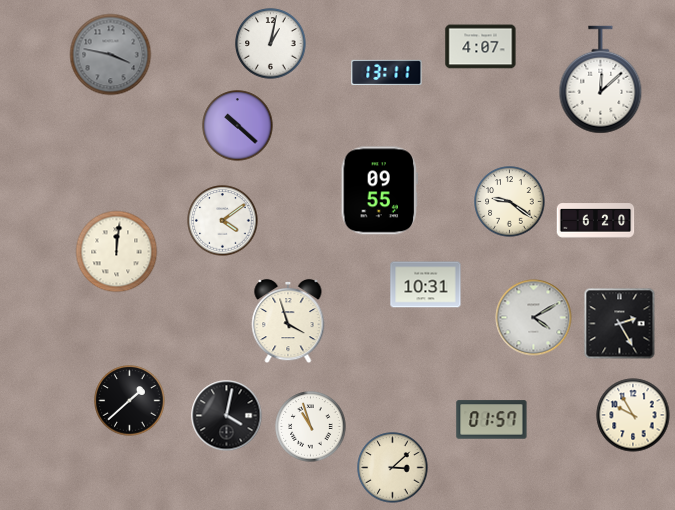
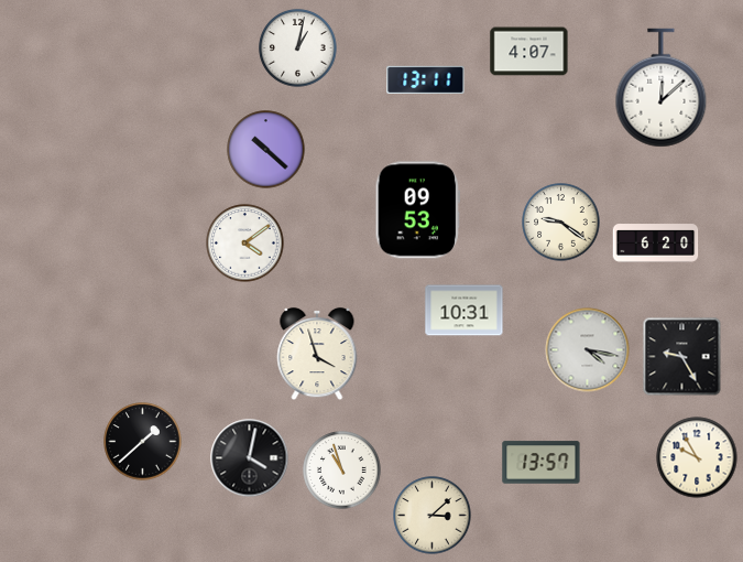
clock at (111, 55): 3:47 -> none
clock at (238, 126) position: (238, 126) -> (266, 150)
clock at (379, 191): 09:55 -> 09:53
clock at (117, 252): 12:01 -> none
clock at (426, 285) position: (426, 285) -> (465, 311)
clock at (534, 318): 4:10 -> 4:17
clock at (620, 324): 2:25 -> 9:25
clock at (492, 420): 01:57 -> 13:57
